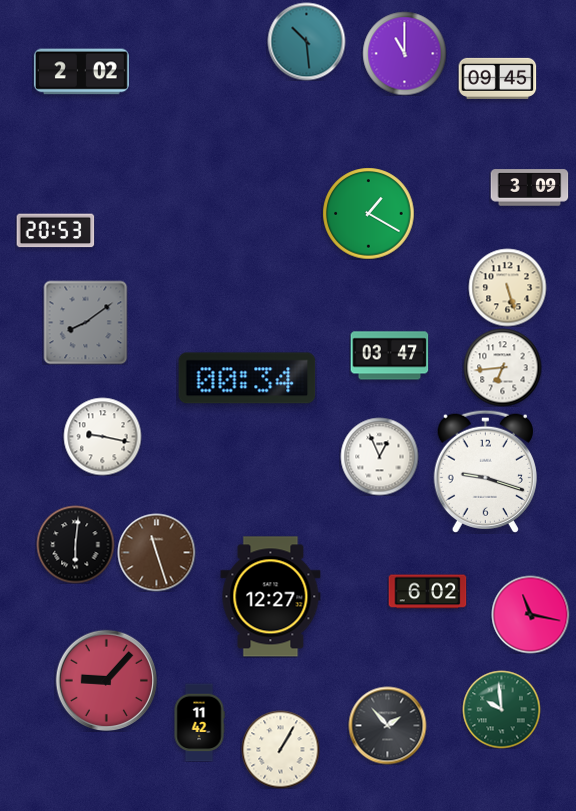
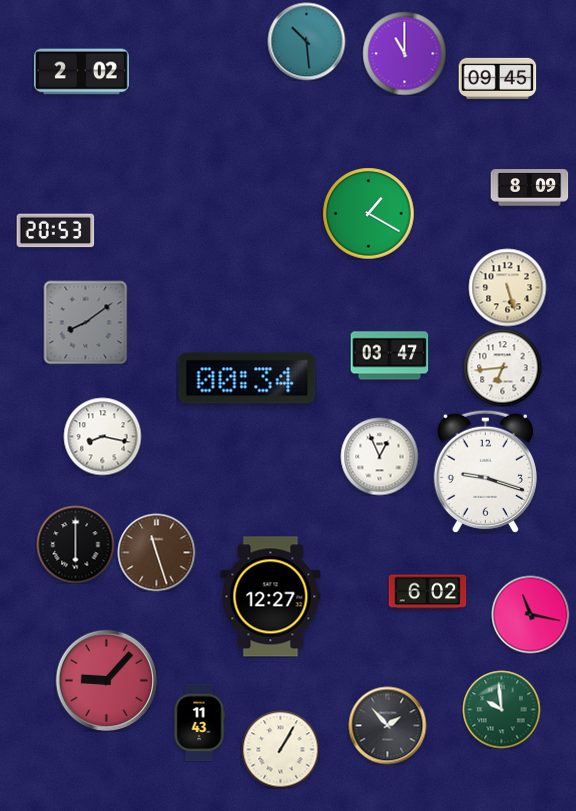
clock at (529, 188): 3:09 -> 8:09
clock at (102, 436): 9:17 -> 8:17
clock at (75, 544): 6:01 -> 6:00
clock at (199, 722): 11:42 -> 11:43
